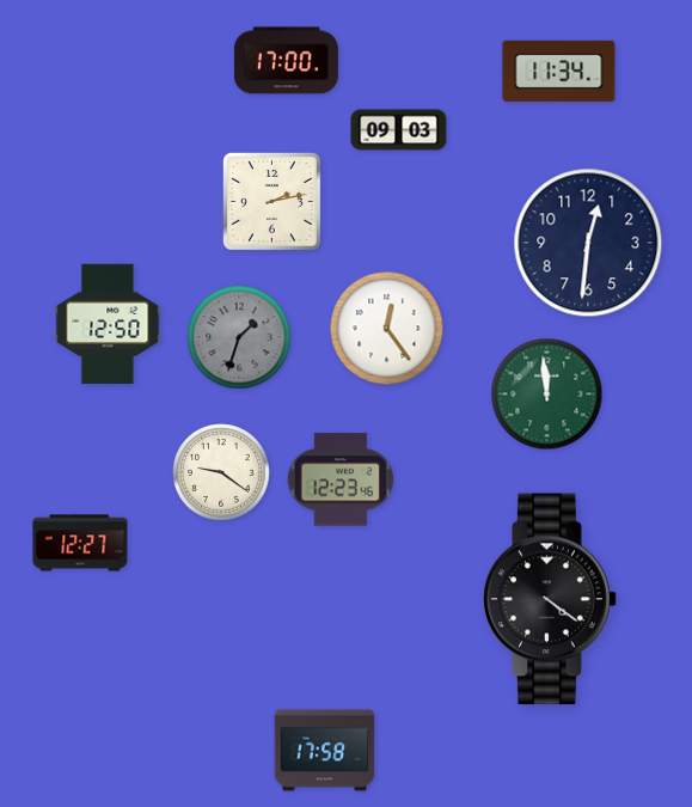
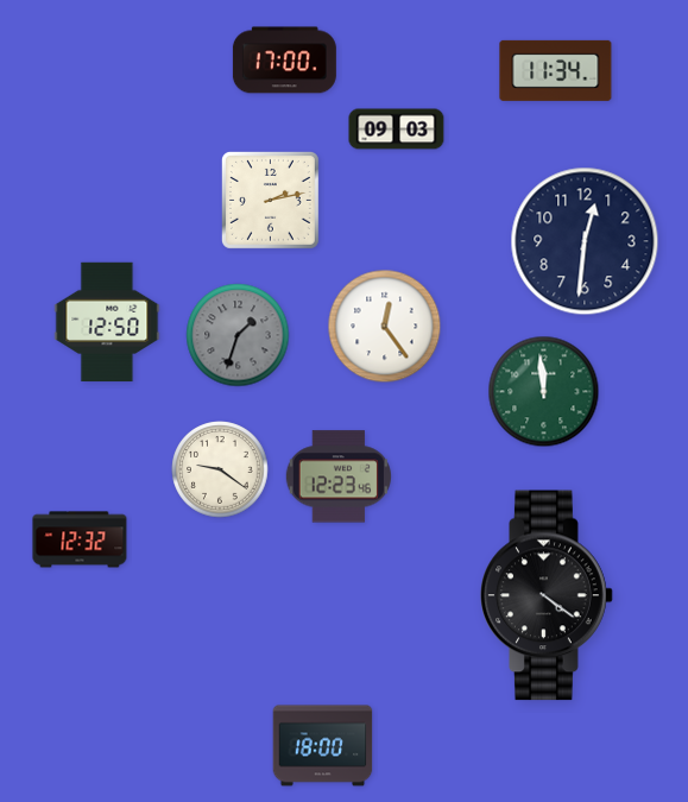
clock at (80, 543): 12:27 -> 12:32
clock at (325, 751): 17:58 -> 18:00
